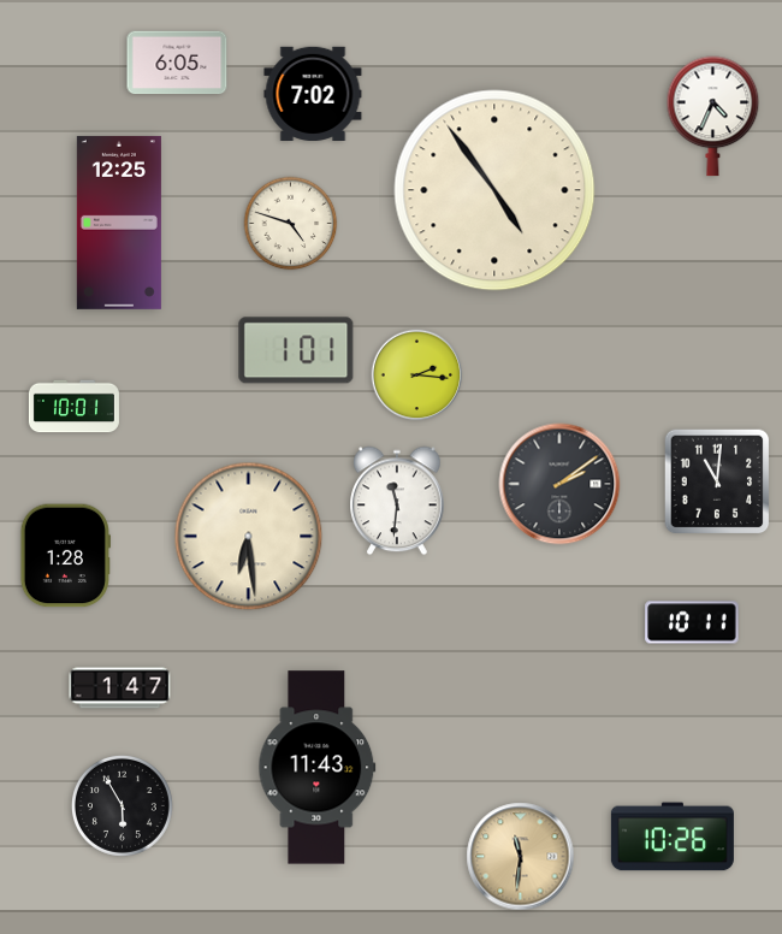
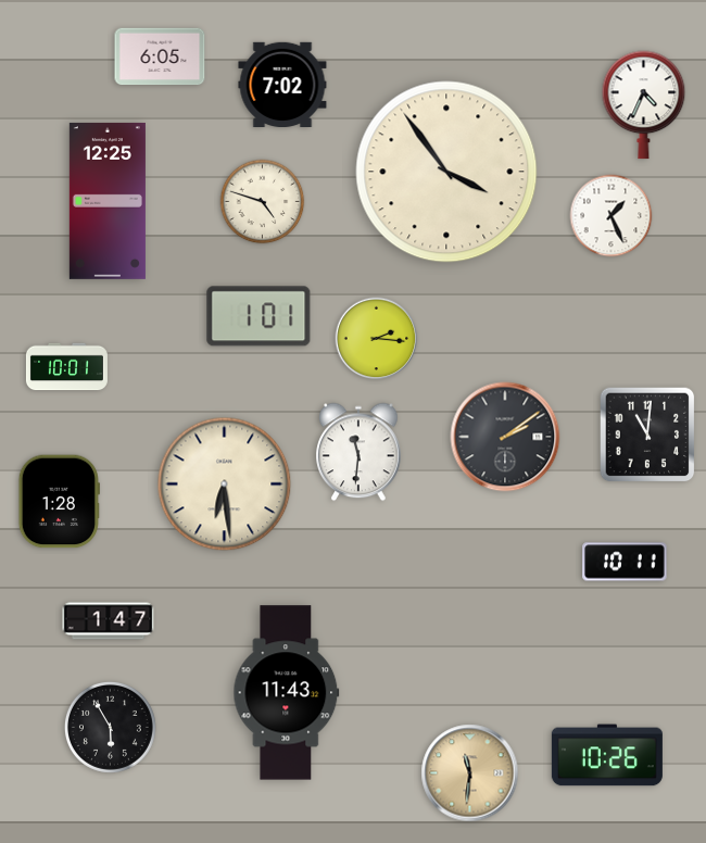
clock at (494, 190): 4:54 -> 3:54
clock at (612, 216): none -> 1:26
clock at (296, 350) position: (296, 350) -> (259, 316)
